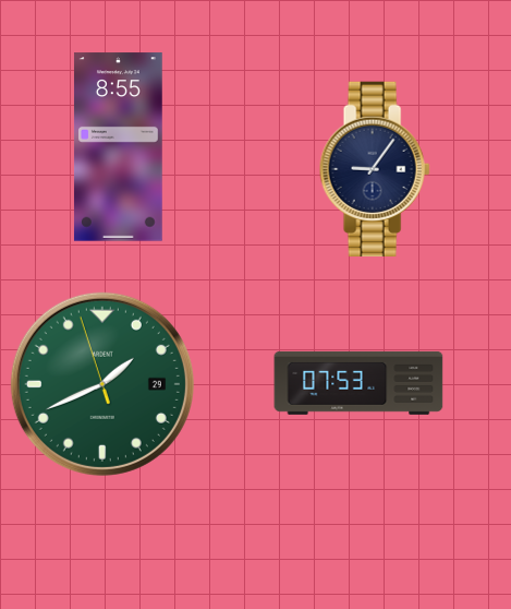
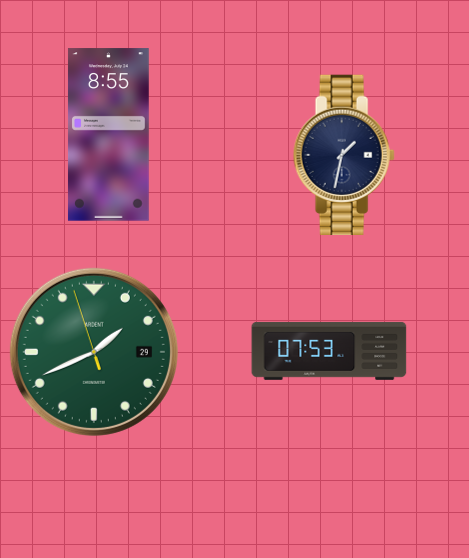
clock at (375, 168): 9:06 -> 1:32
